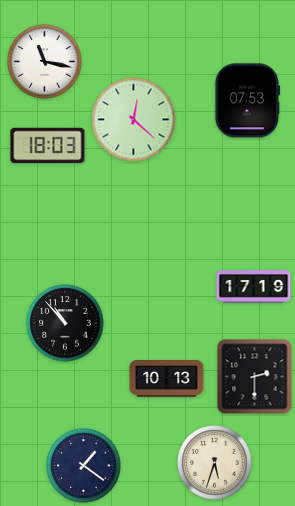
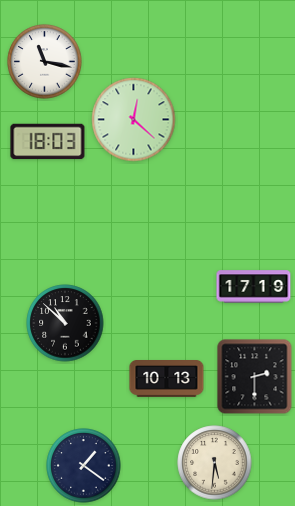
clock at (248, 101): 07:53 -> none
clock at (48, 146) position: (48, 146) -> (48, 142)
clock at (65, 323): 10:53 -> 10:52
clock at (215, 463): 5:33 -> 5:31
